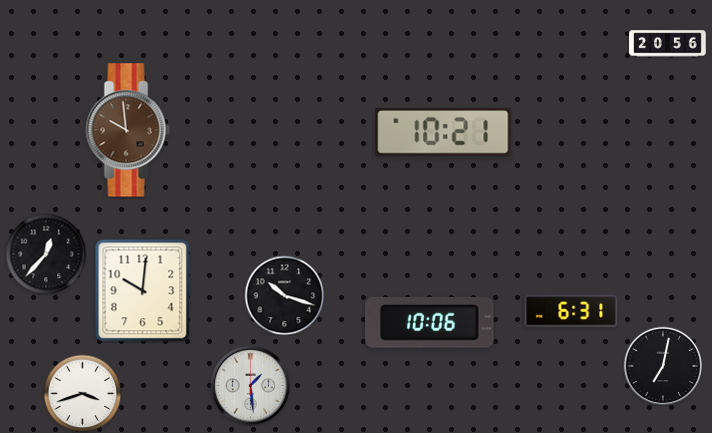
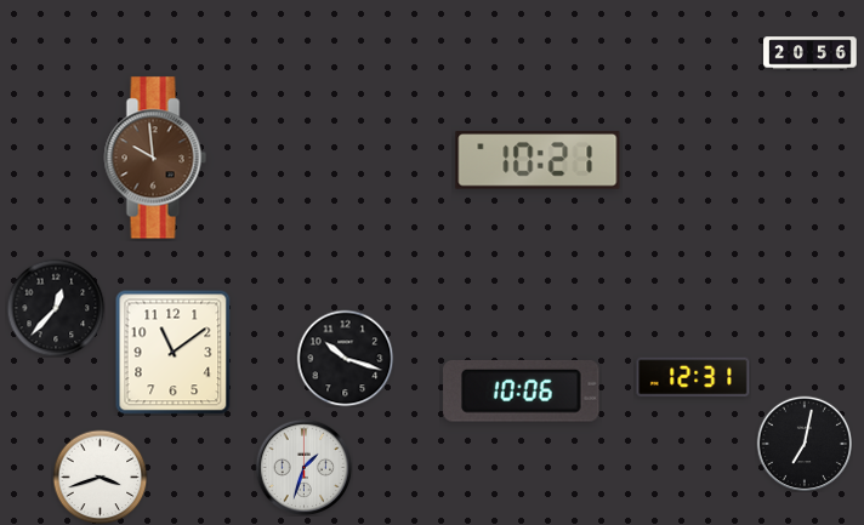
clock at (143, 291): 10:01 -> 11:09
clock at (571, 311): 6:31 -> 12:31
clock at (250, 385): 1:29 -> 1:33
